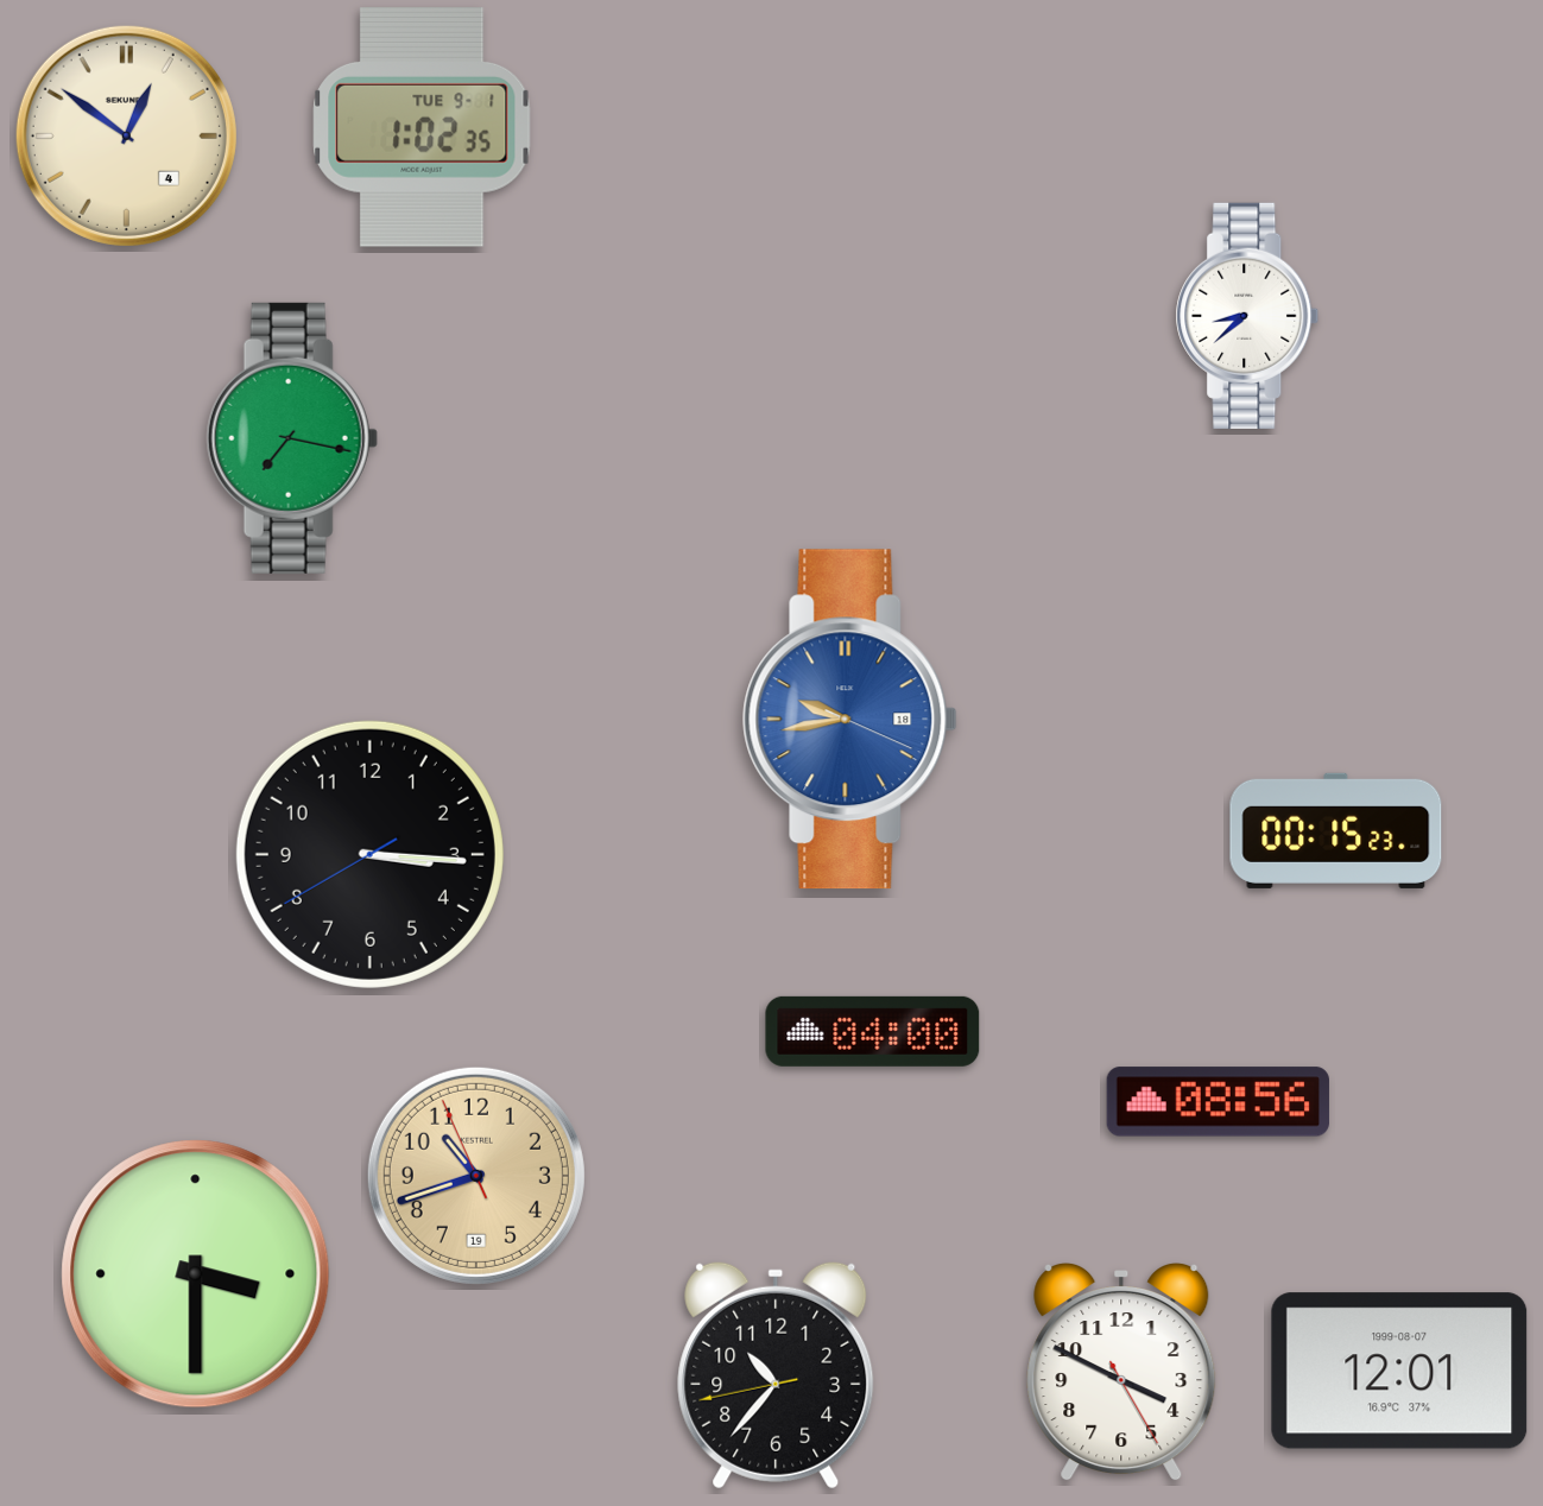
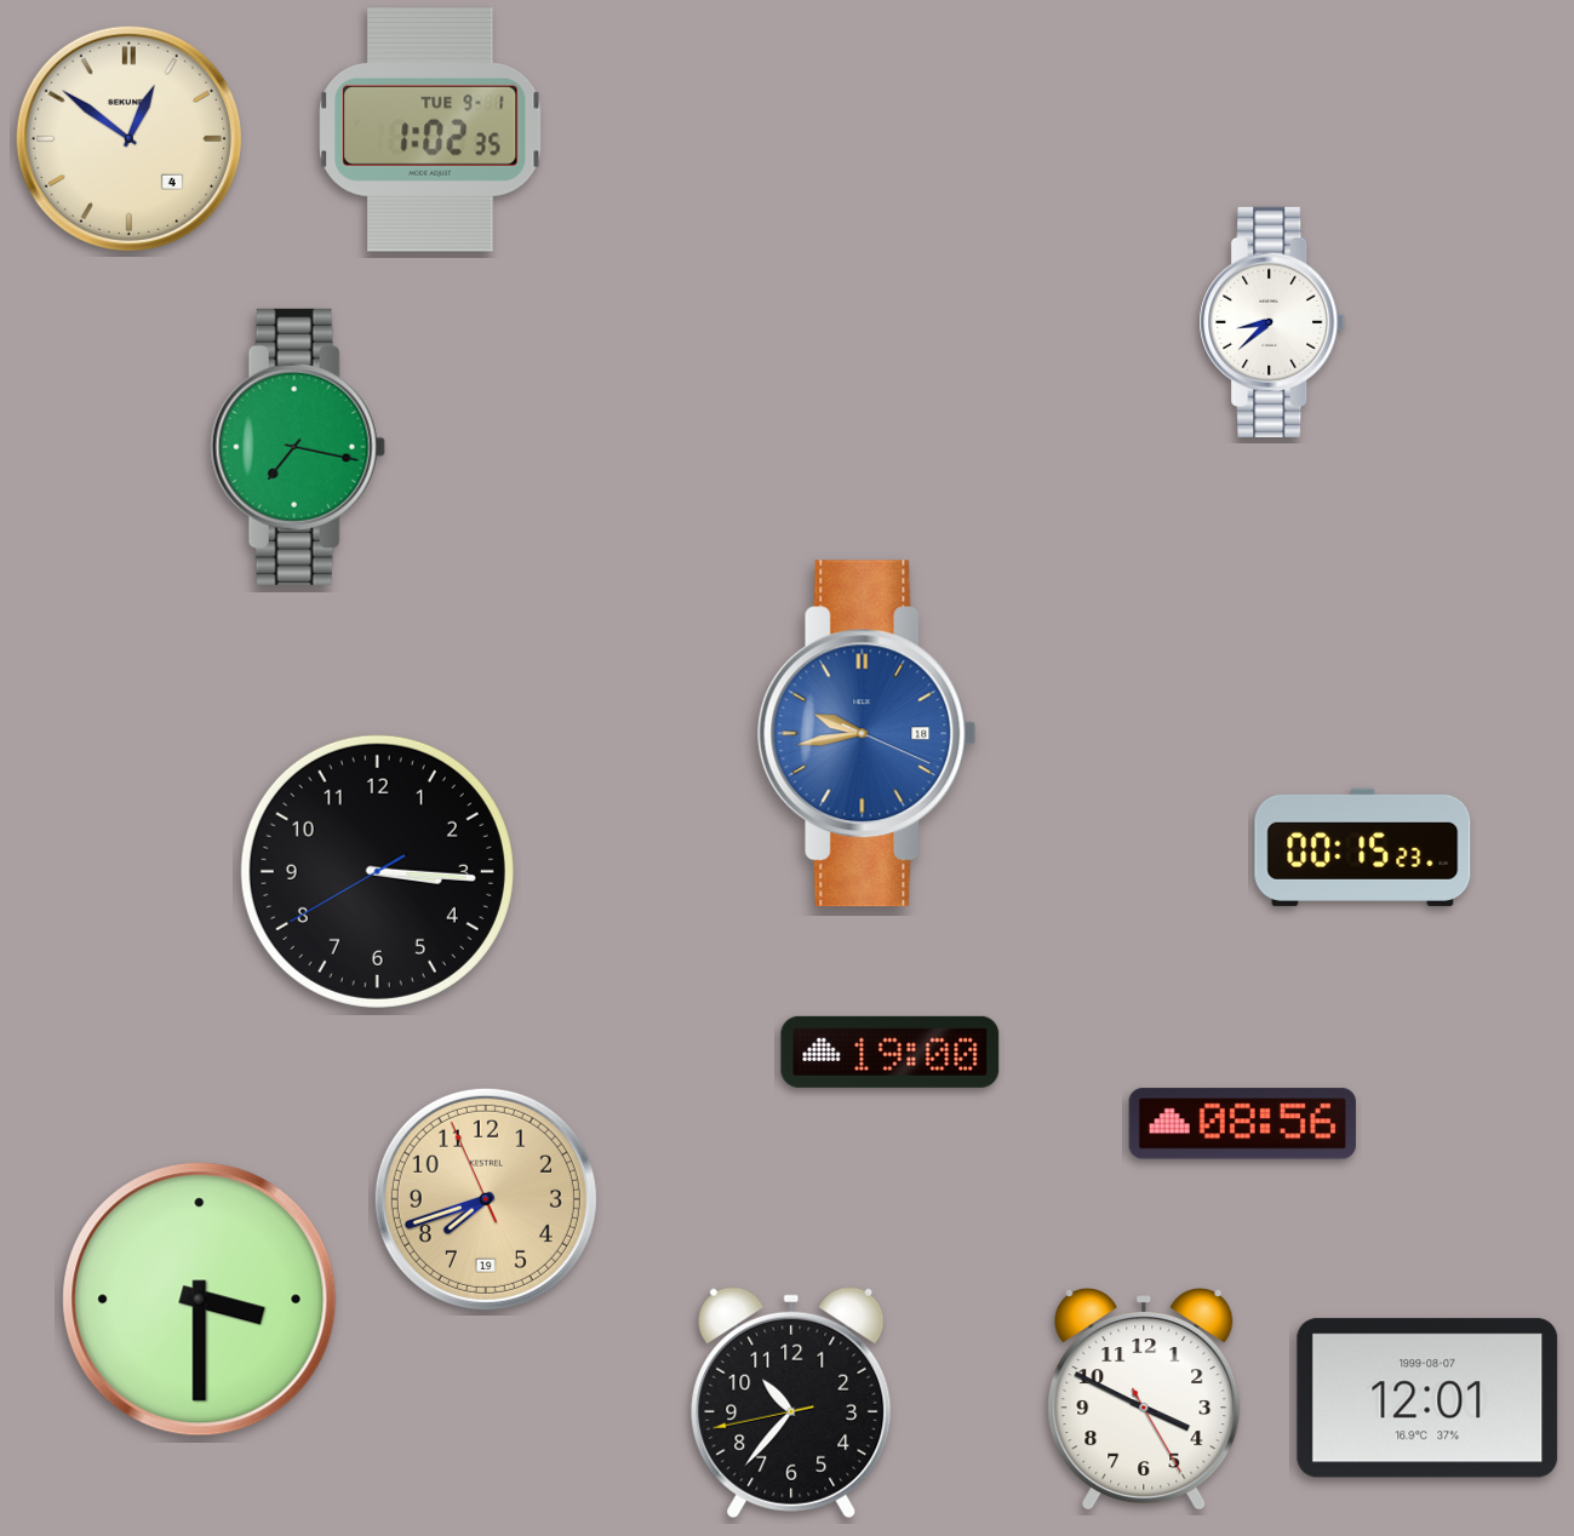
clock at (873, 1031): 04:00 -> 19:00
clock at (476, 1176): 10:41 -> 7:41
